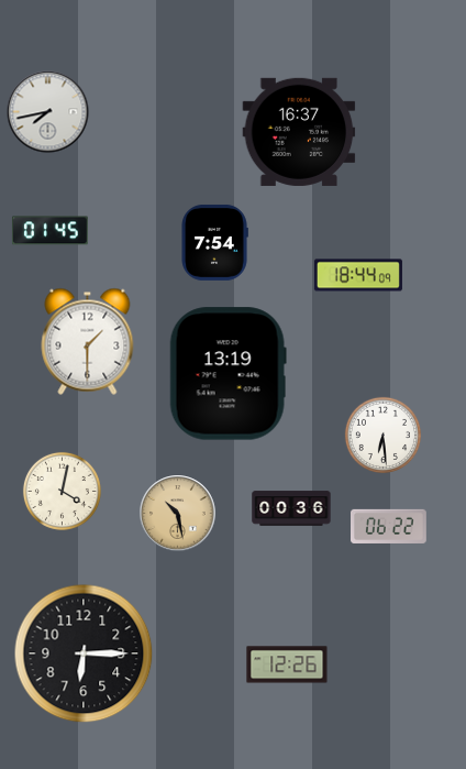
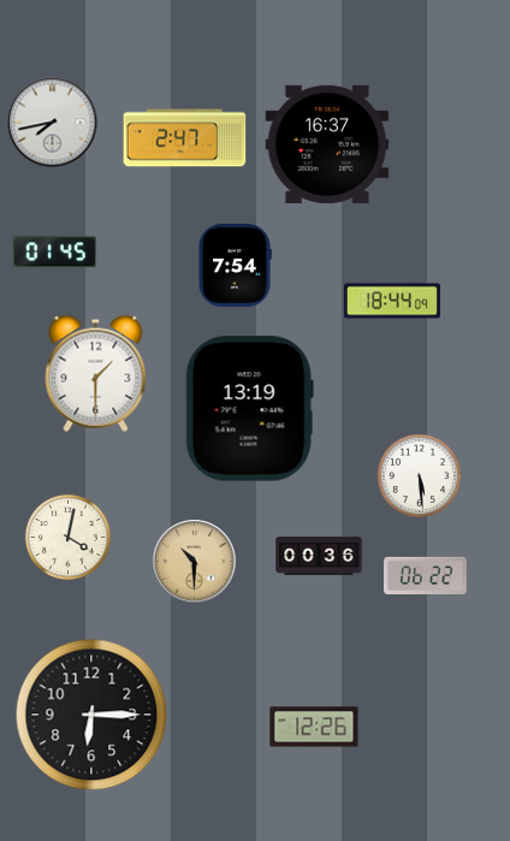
clock at (185, 138): none -> 2:47
clock at (382, 435): 6:29 -> 5:29
clock at (178, 514): 10:28 -> 10:30
